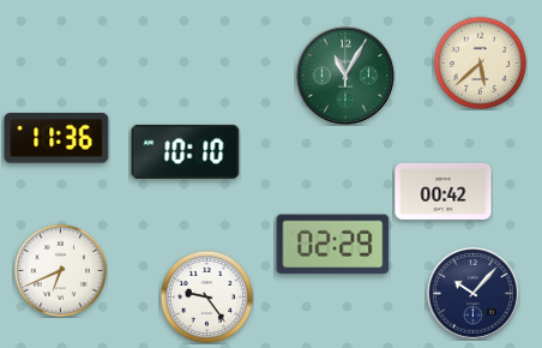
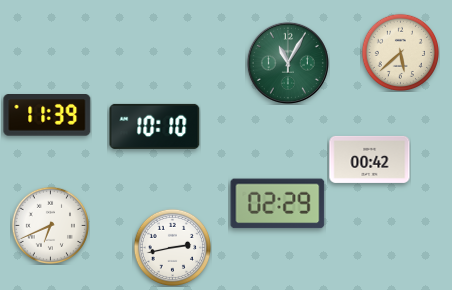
clock at (56, 139): 11:36 -> 11:39
clock at (472, 293): 10:07 -> none
clock at (206, 296): 9:24 -> 2:43
